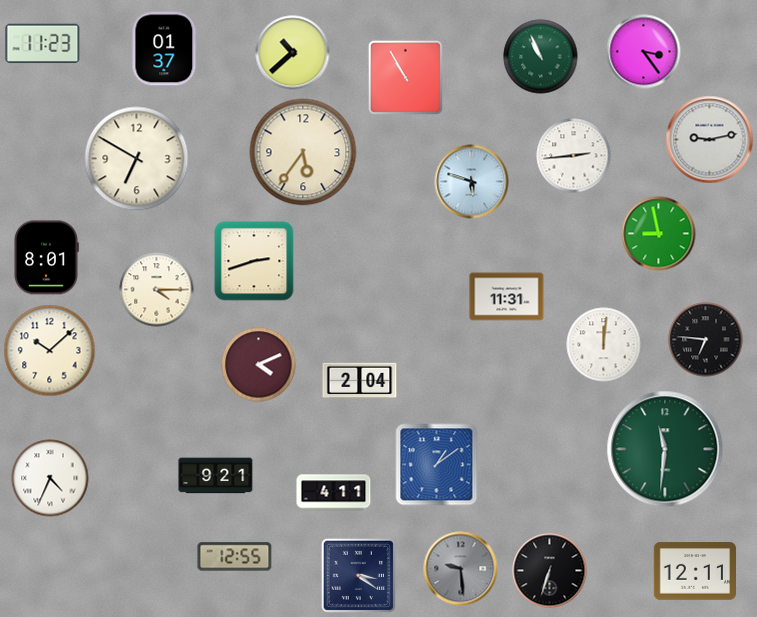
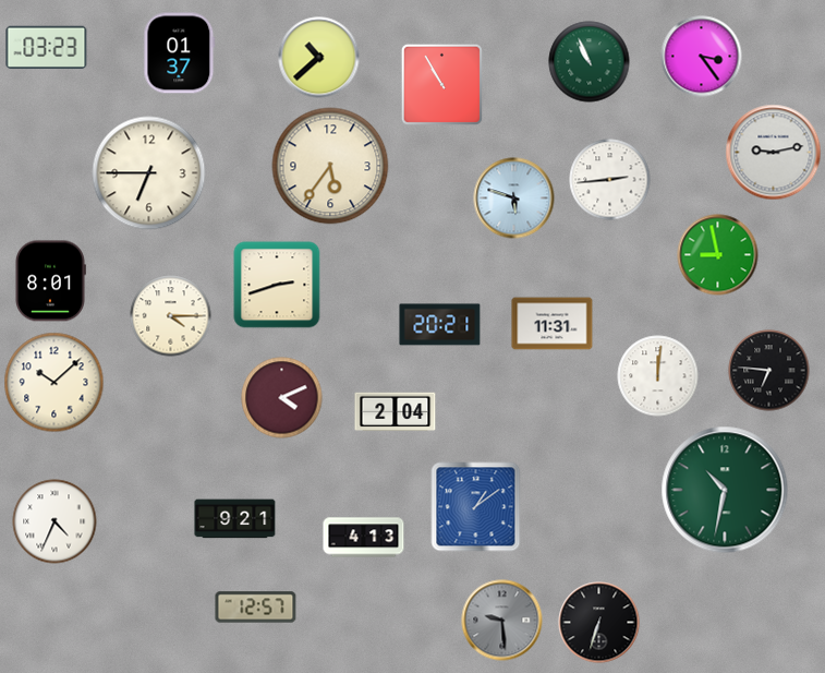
clock at (43, 44): 11:23 -> 03:23
clock at (574, 156) position: (574, 156) -> (610, 180)
clock at (137, 159): 6:50 -> 6:45
clock at (440, 325): none -> 20:21
clock at (360, 381) position: (360, 381) -> (396, 412)
clock at (665, 449): 11:31 -> 10:32
clock at (334, 493): 4:11 -> 4:13
clock at (235, 557): 12:55 -> 12:57
clock at (694, 571): 12:11 -> none
clock at (358, 575): 3:21 -> none
